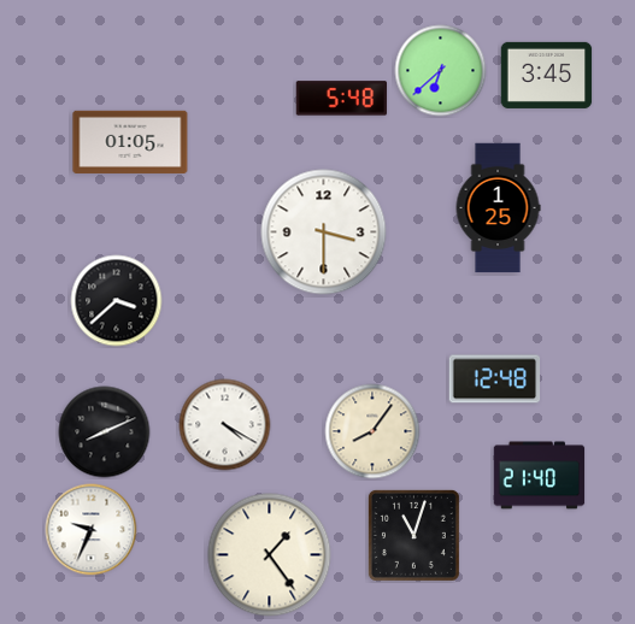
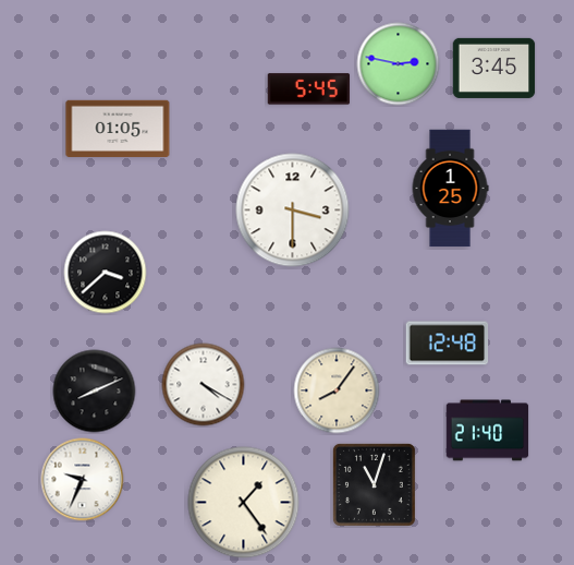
clock at (441, 71): 6:38 -> 2:47
clock at (342, 99): 5:48 -> 5:45
